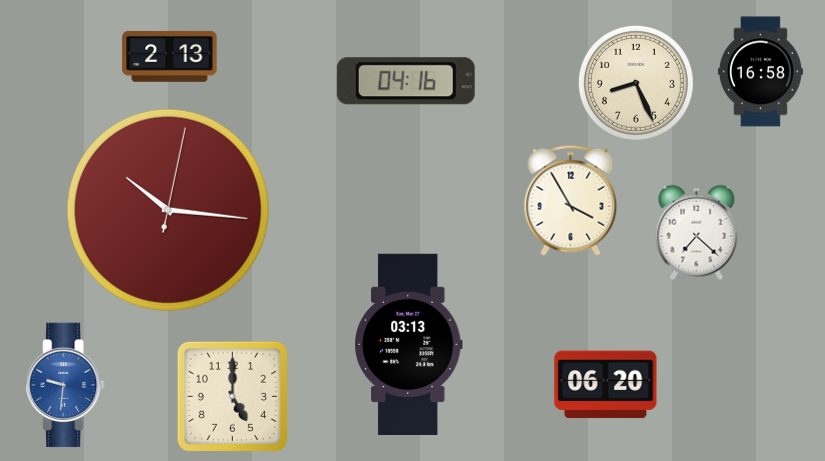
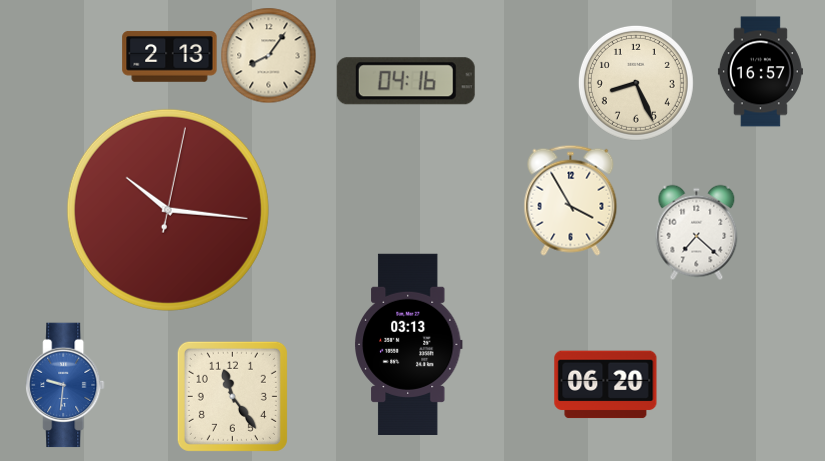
clock at (268, 55): none -> 8:06
clock at (760, 72): 16:58 -> 16:57
clock at (232, 396): 5:00 -> 11:24
